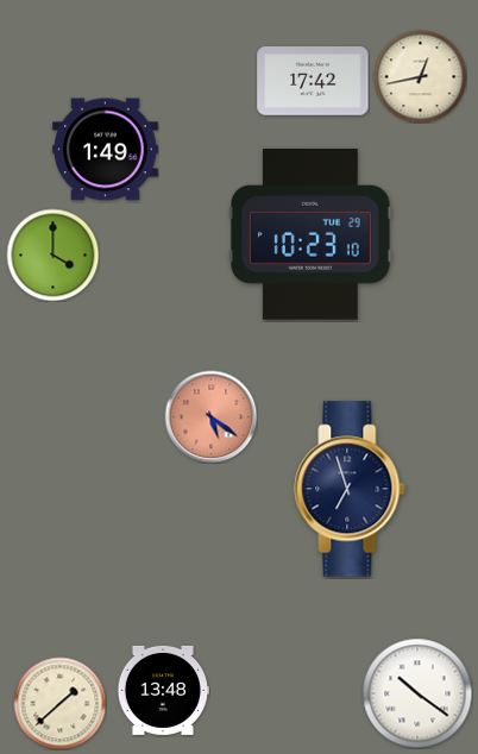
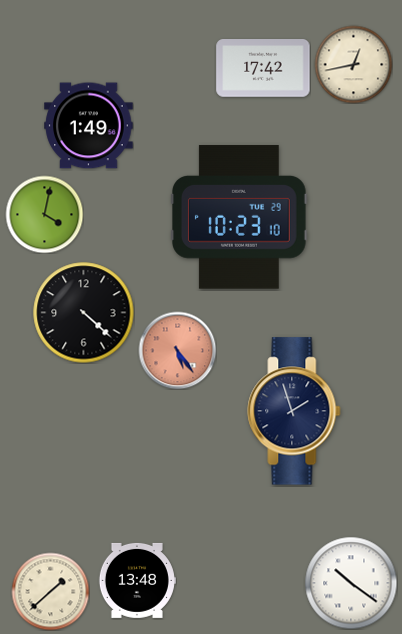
clock at (312, 234) position: (312, 234) -> (240, 217)
clock at (52, 255): 4:00 -> 4:02
clock at (84, 313): none -> 4:22
clock at (210, 416): 5:21 -> 5:24
clock at (350, 489): 6:57 -> 1:57
